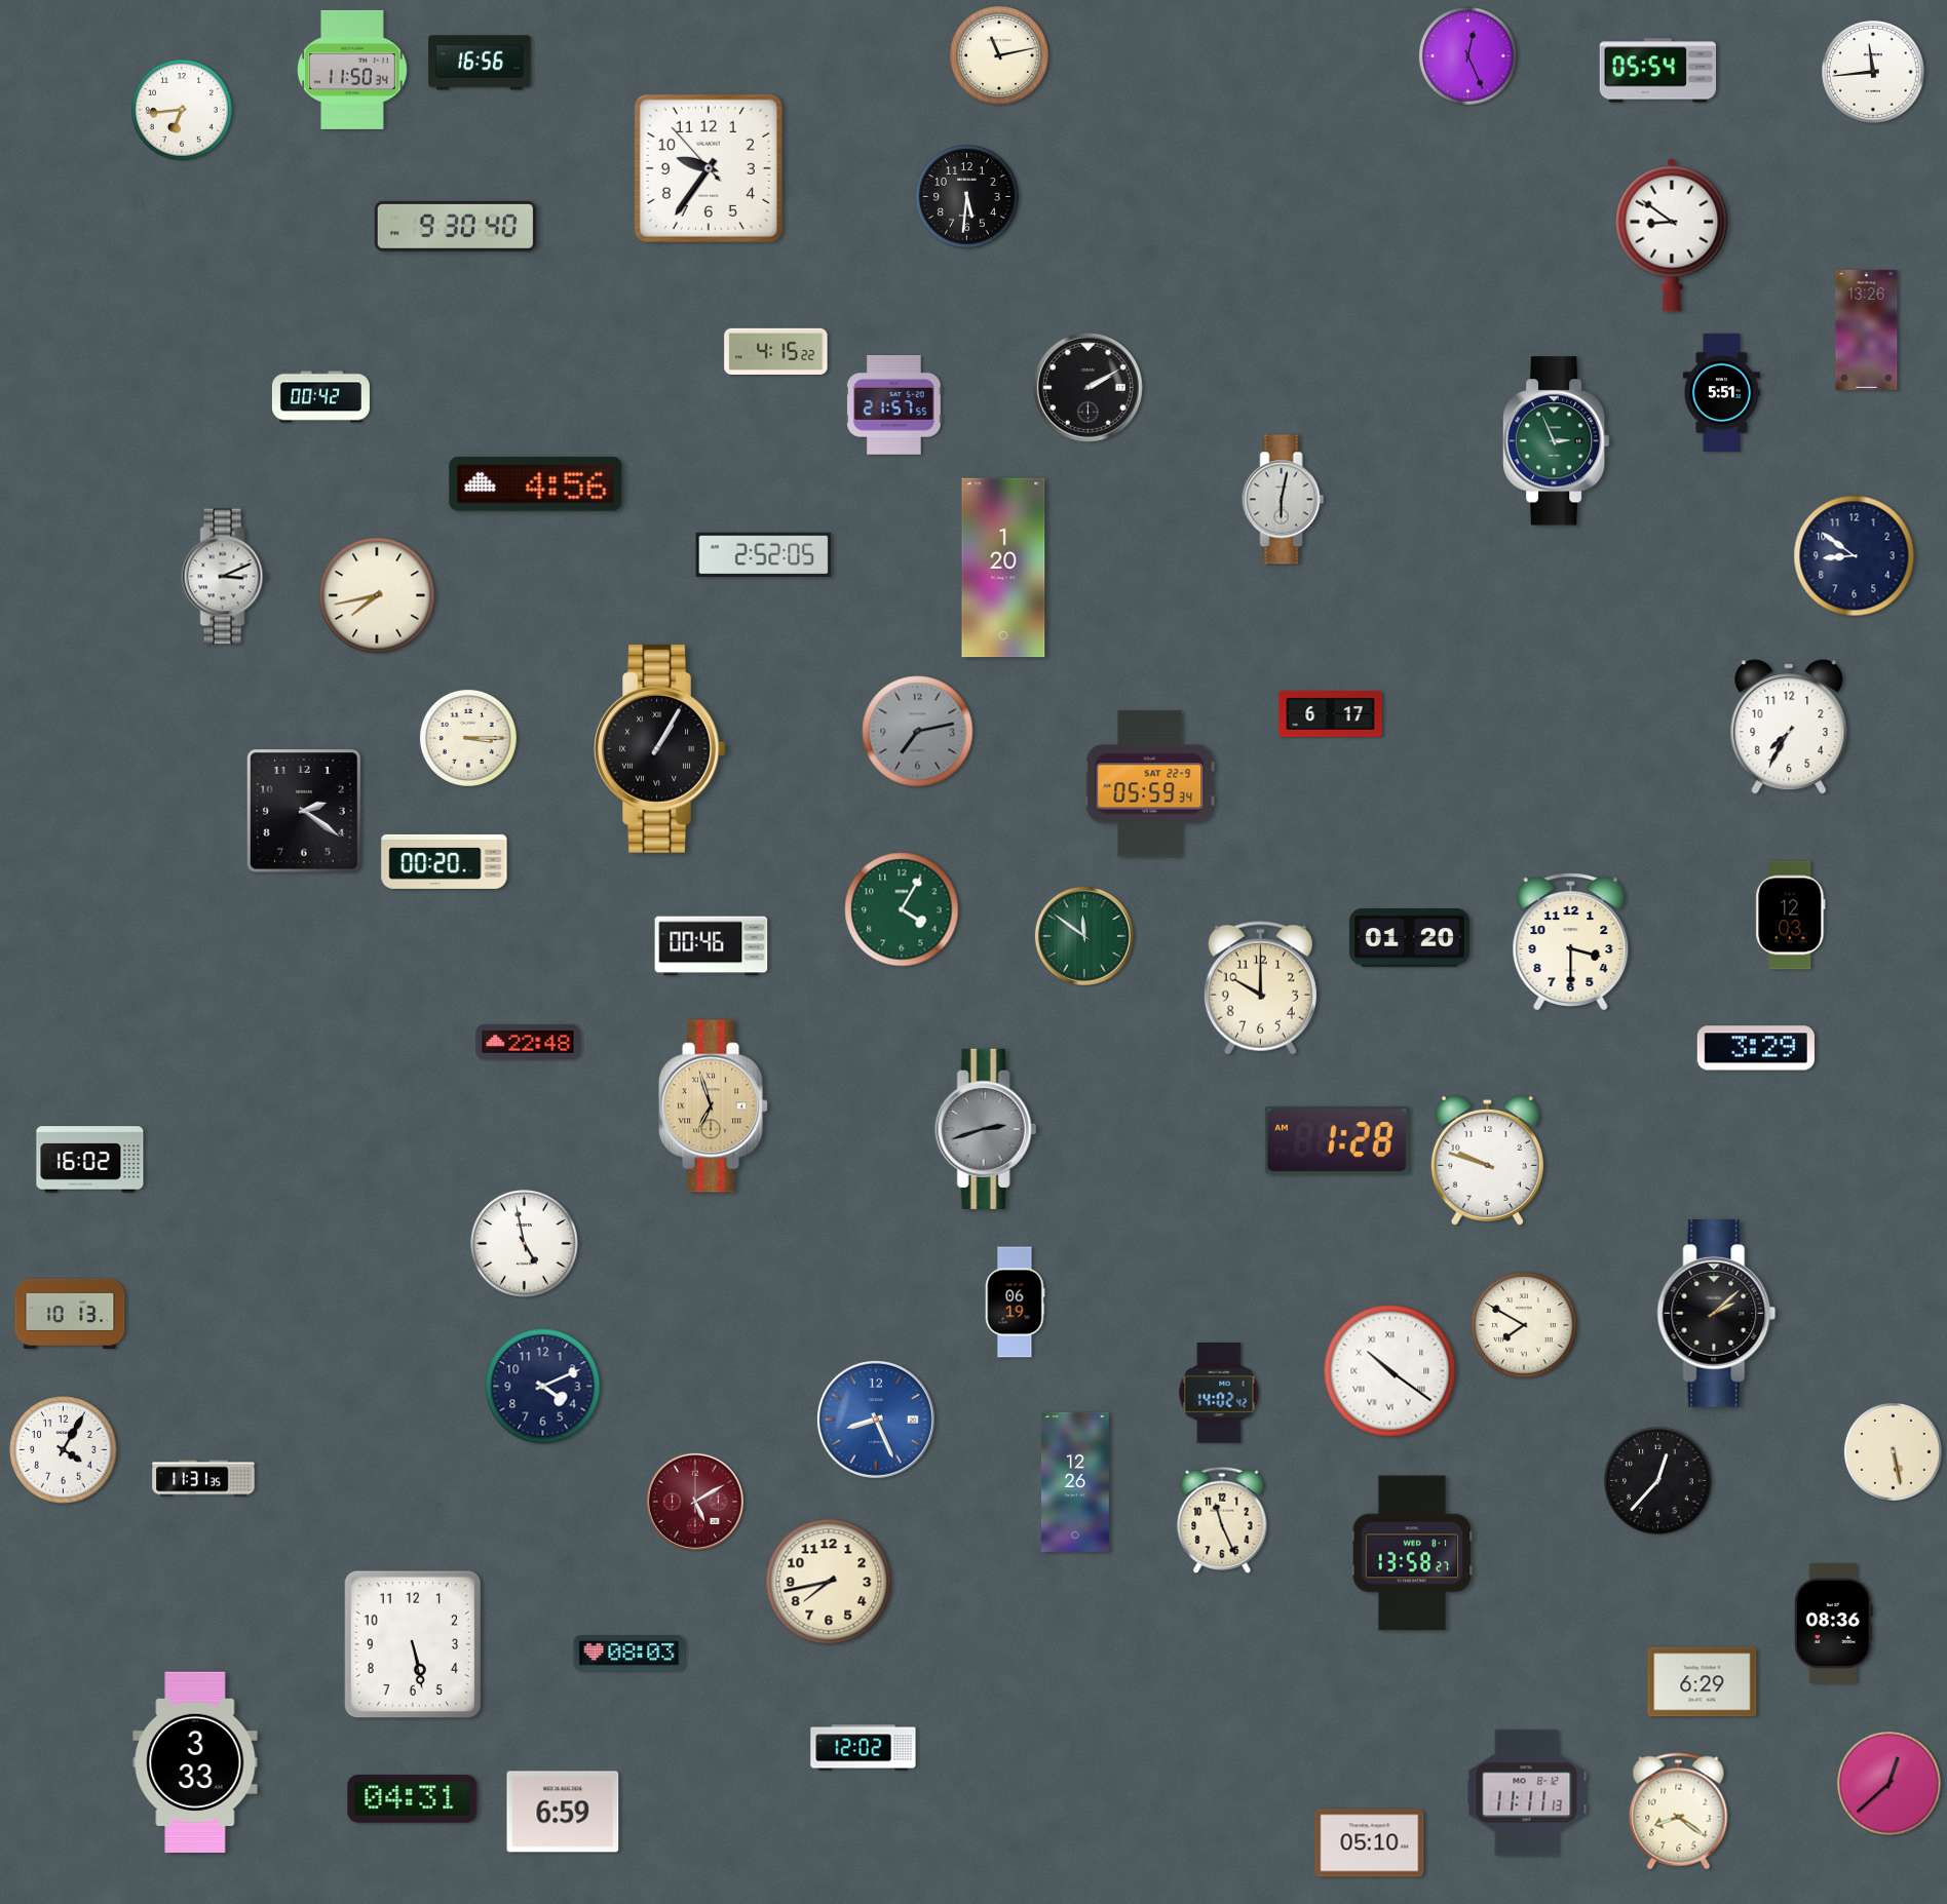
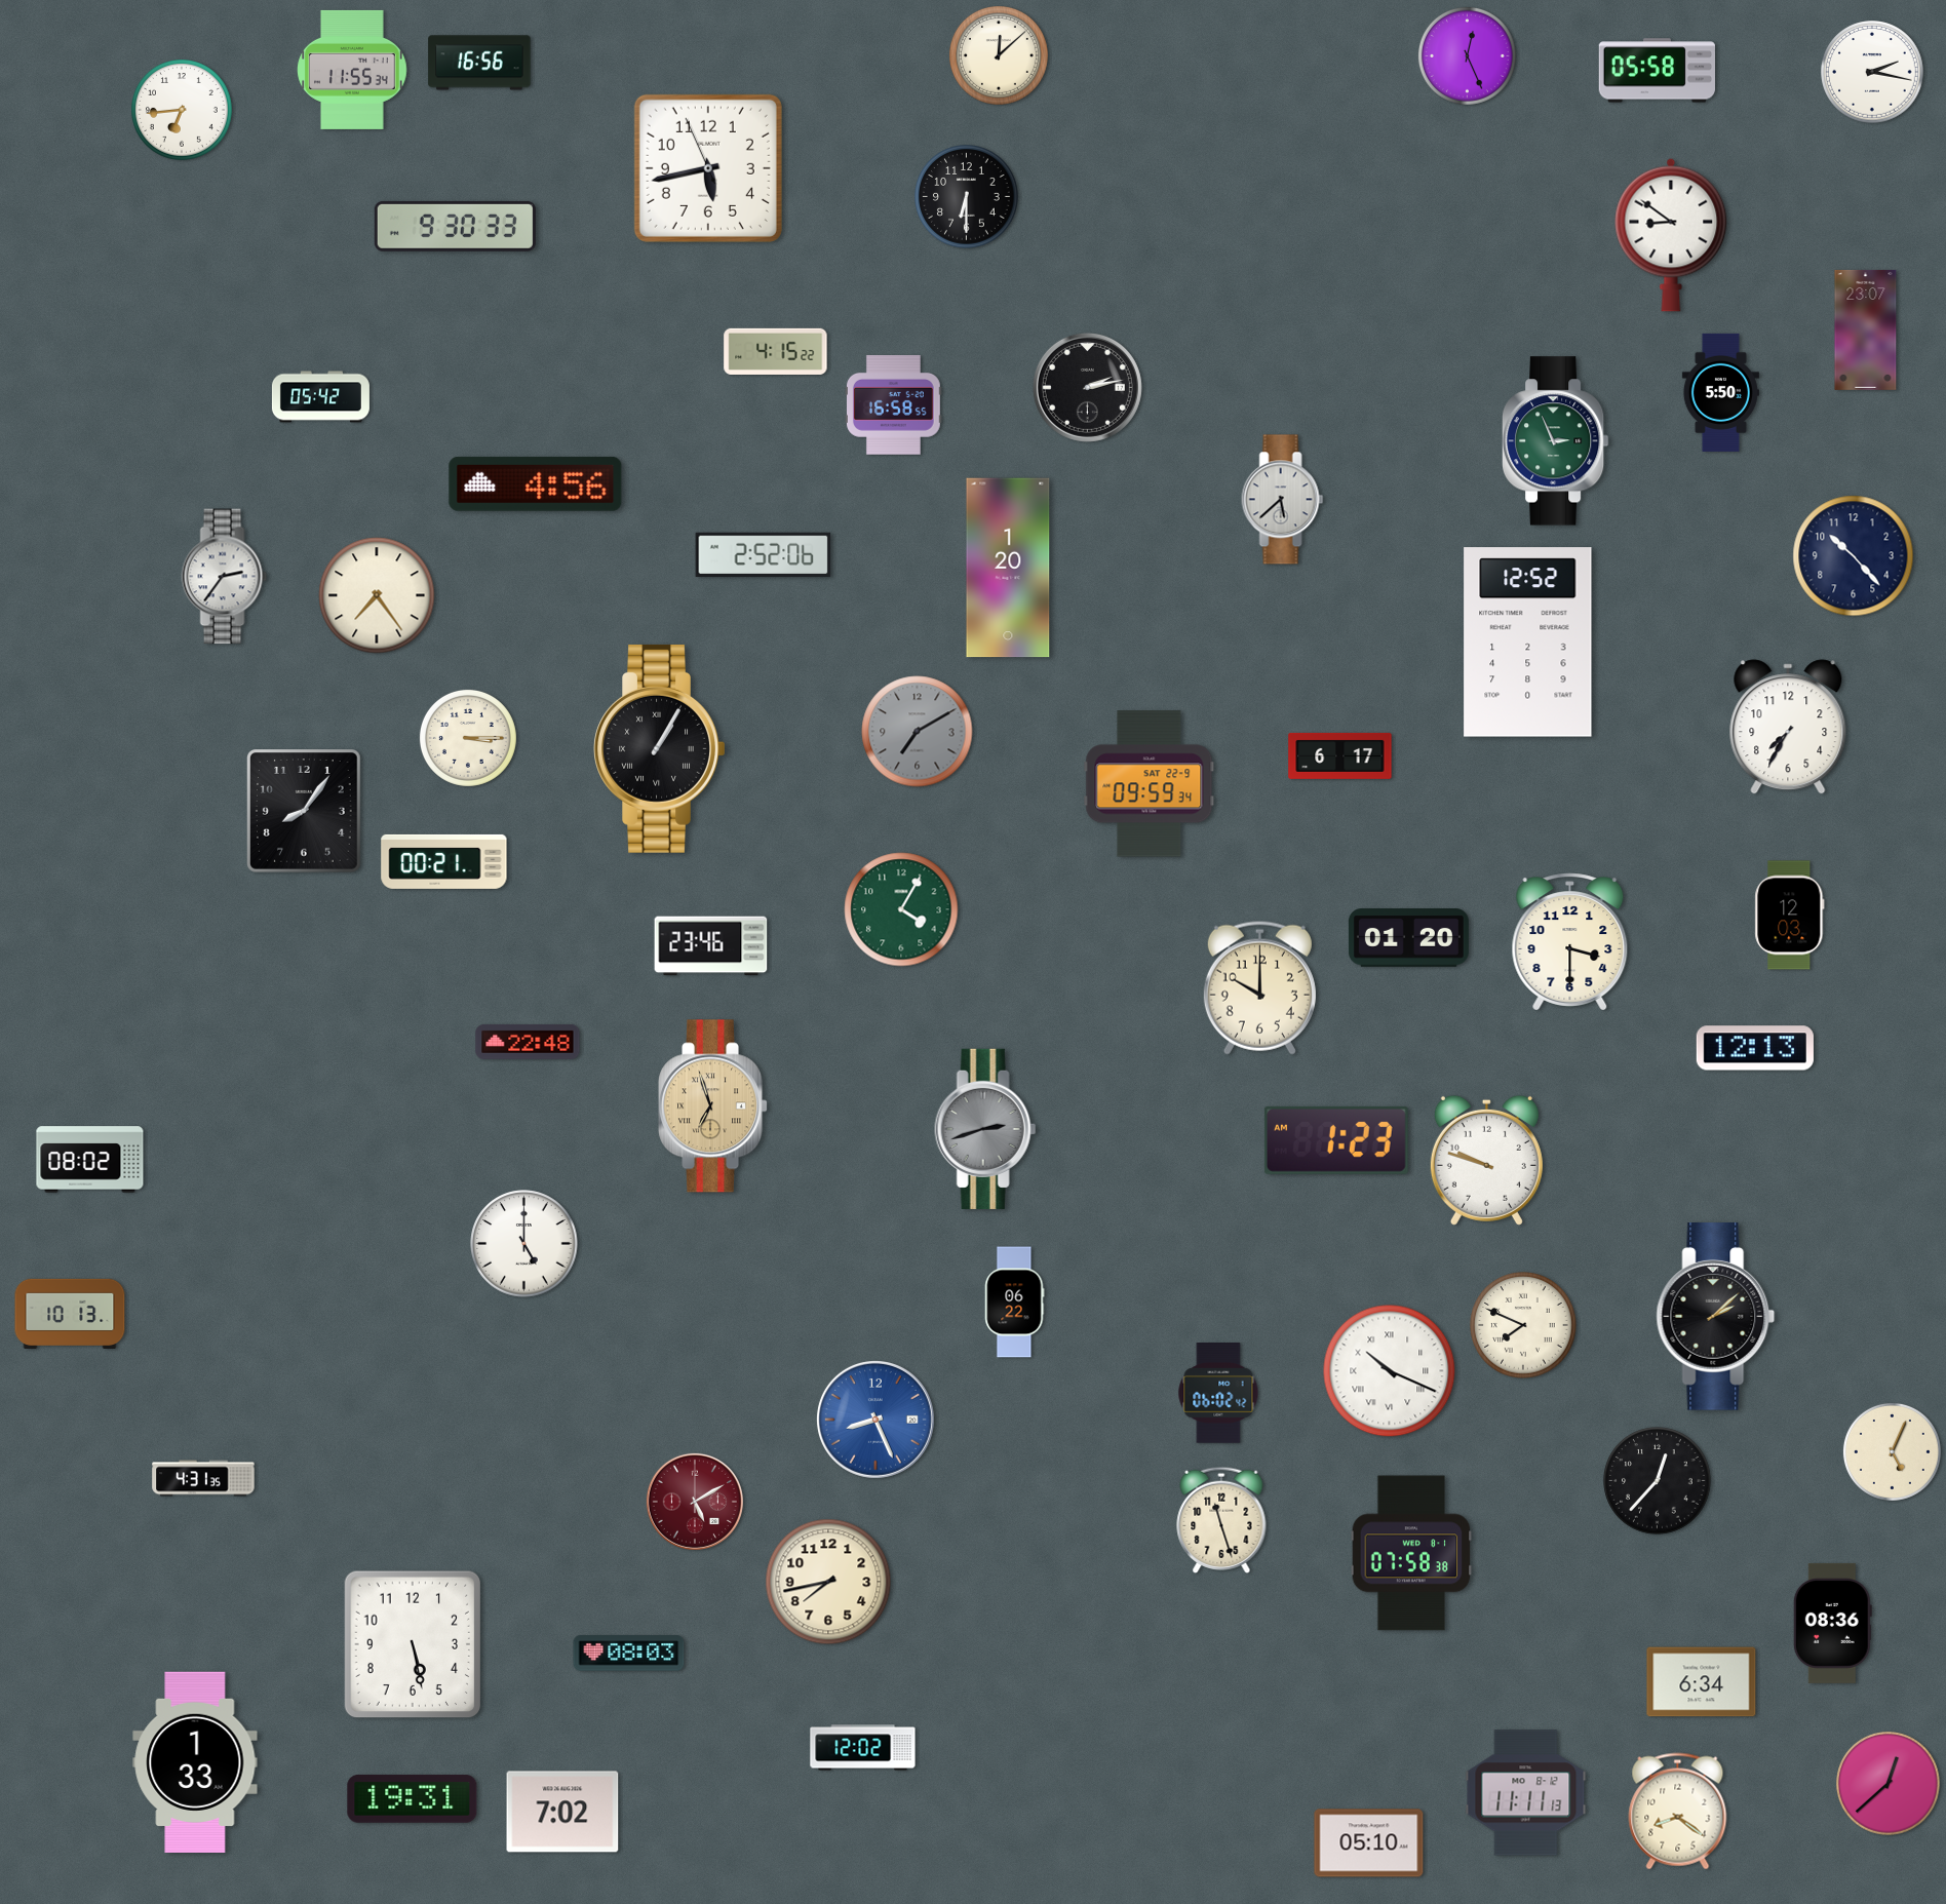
clock at (999, 55): 11:13 -> 12:08
clock at (352, 70): 11:50 -> 11:55
clock at (1657, 71): 05:54 -> 05:58
clock at (1873, 72): 11:44 -> 2:17
clock at (709, 168): 9:35 -> 5:42
clock at (967, 197): 5:31 -> 6:30
clock at (455, 226): 9:30:40 -> 9:30:33
clock at (1867, 329): 13:26 -> 23:07
clock at (1087, 387): 2:10 -> 2:13
clock at (1721, 392): 5:51 -> 5:50
clock at (320, 397): 00:42 -> 05:42
clock at (893, 404): 21:57 -> 16:58
clock at (1284, 500): 6:02 -> 5:38
clock at (764, 555): 2:52:05 -> 2:52:06
clock at (1855, 556): 8:51 -> 10:23
clock at (1003, 568) position: (1003, 568) -> (1008, 568)
clock at (225, 577): 3:11 -> 2:36
clock at (377, 595): 7:43 -> 7:24
clock at (1528, 643): none -> 12:52
clock at (1331, 713) position: (1331, 713) -> (1340, 755)
clock at (918, 732): 7:13 -> 7:10
clock at (1150, 784): 05:59 -> 09:59
clock at (305, 812): 2:21 -> 8:06
clock at (445, 861): 00:20 -> 00:21
clock at (1084, 936): 11:51 -> none
clock at (712, 946): 00:46 -> 23:46
clock at (1756, 1048): 3:29 -> 12:13
clock at (1337, 1140): 1:28 -> 1:23
clock at (90, 1160): 16:02 -> 08:02
clock at (525, 1244): 4:58 -> 5:00
clock at (1015, 1303): 06:19 -> 06:22
clock at (1717, 1314) position: (1717, 1314) -> (1716, 1317)
clock at (1524, 1325): 7:50 -> 7:49
clock at (1390, 1371): 10:21 -> 10:19
clock at (543, 1387): 4:11 -> none
clock at (1219, 1394): 14:02 -> 06:02
clock at (64, 1450): 4:05 -> none
clock at (1893, 1451): 5:28 -> 5:04
clock at (203, 1478): 11:31 -> 4:31
clock at (1075, 1482): 12:26 -> none
clock at (1222, 1519): 11:26 -> 11:27
clock at (1412, 1553): 13:58 -> 07:58
clock at (1703, 1682): 6:29 -> 6:34
clock at (195, 1761): 3:33 -> 1:33
clock at (413, 1798): 04:31 -> 19:31
clock at (563, 1812): 6:59 -> 7:02
